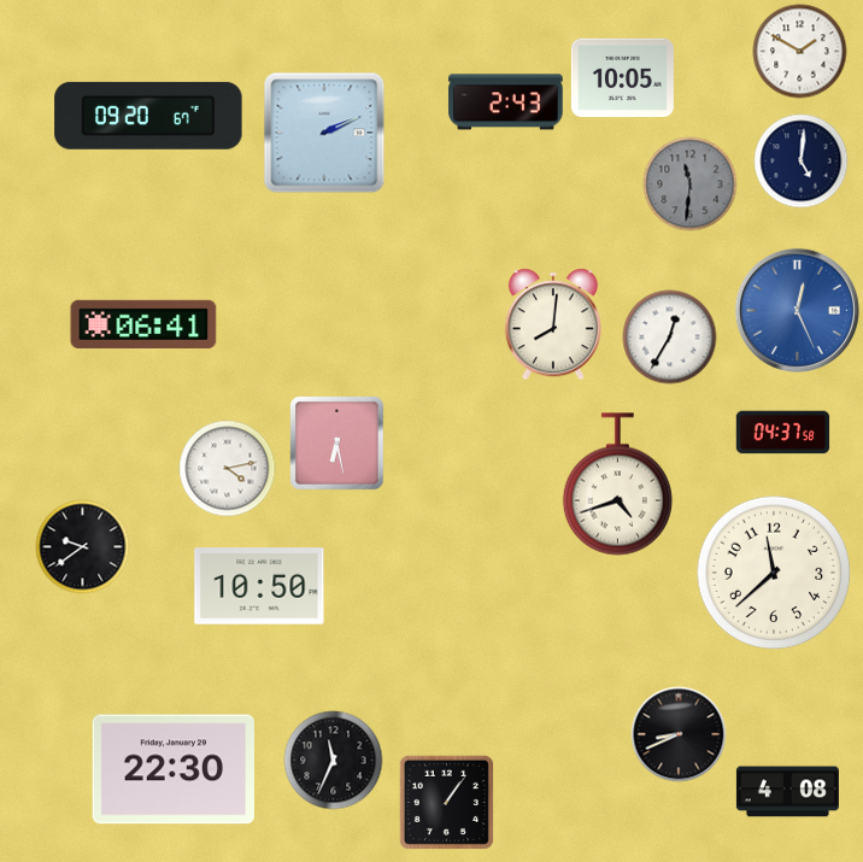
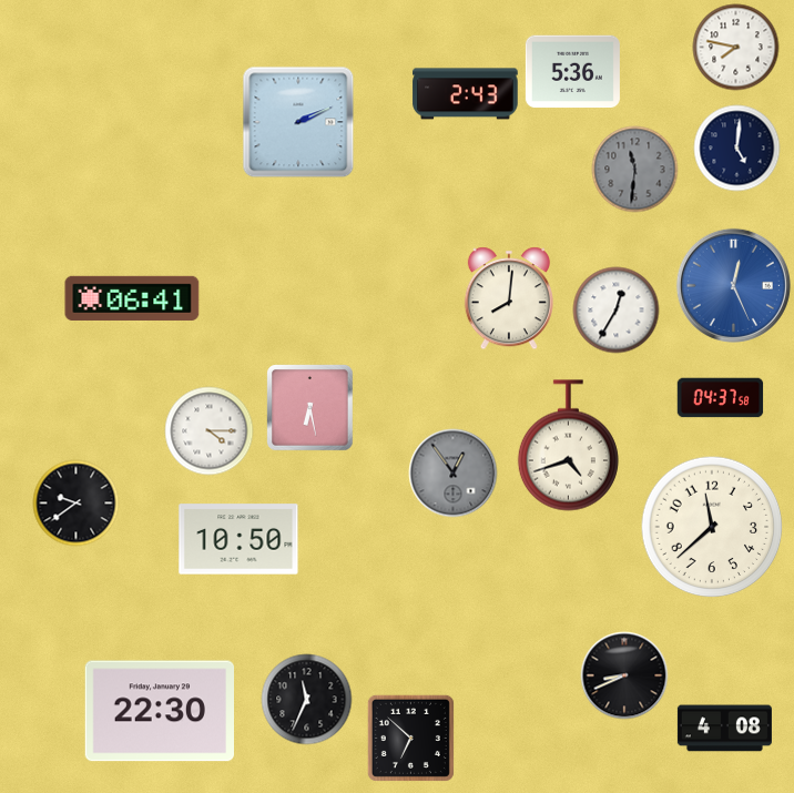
clock at (799, 51): 1:50 -> 7:47
clock at (622, 78): 10:05 -> 5:36
clock at (148, 116): 09:20 -> none
clock at (227, 468): 4:13 -> 4:15
clock at (452, 472): none -> 12:54
clock at (172, 769) position: (172, 769) -> (159, 711)
clock at (446, 802): 1:06 -> 6:52
